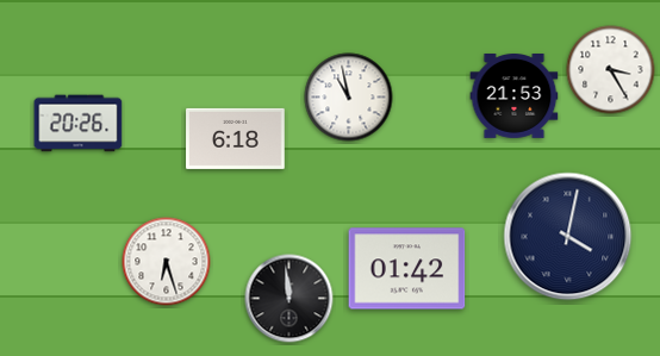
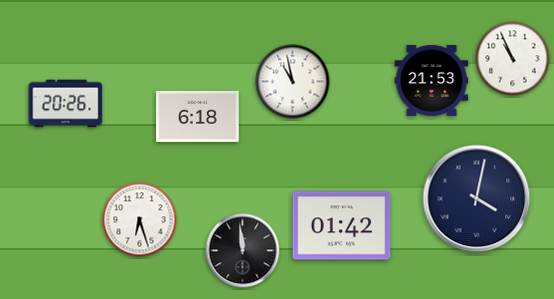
clock at (611, 70): 3:25 -> 10:56
